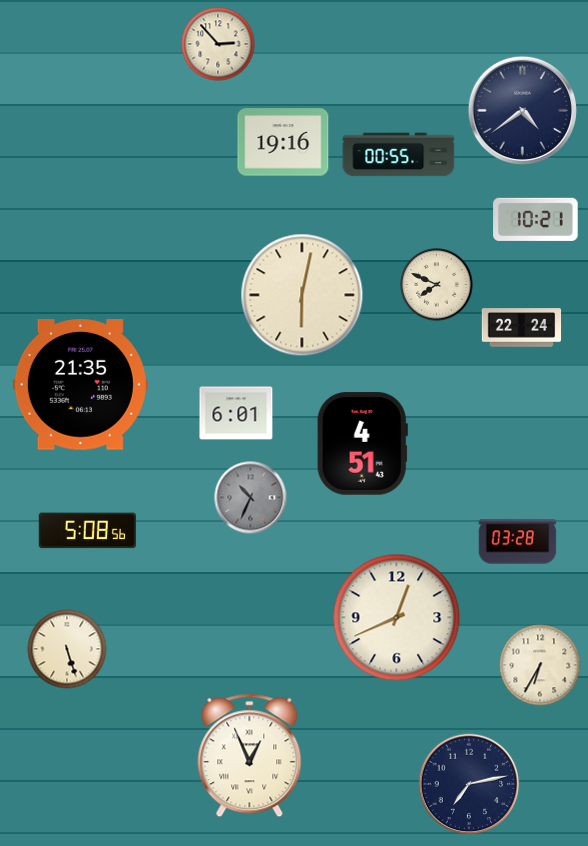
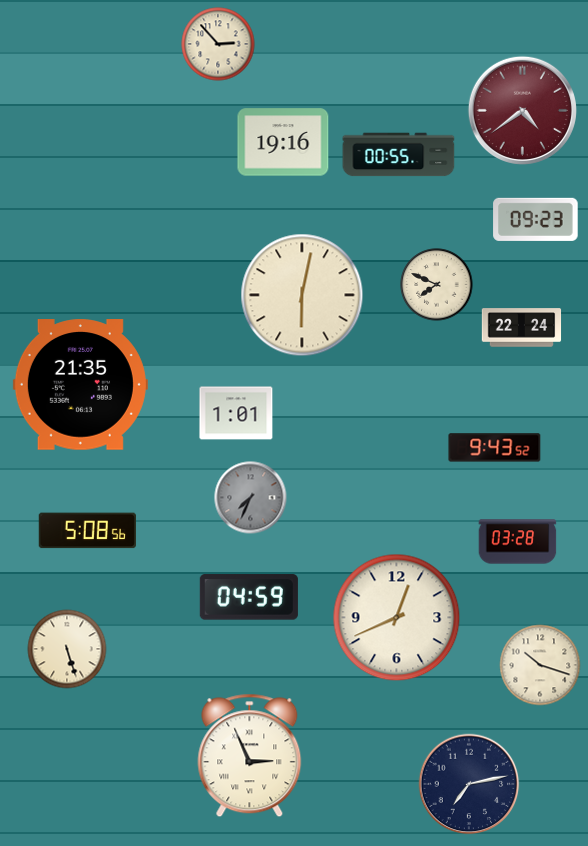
clock at (522, 110) dial: navy -> burgundy
clock at (536, 219): 10:21 -> 09:23
clock at (236, 413): 6:01 -> 1:01
clock at (362, 444): 4:51 -> none
clock at (495, 448): none -> 9:43
clock at (251, 498): 10:34 -> 7:34
clock at (249, 597): none -> 04:59
clock at (540, 665): 6:35 -> 10:18
clock at (250, 756): 12:56 -> 2:56
